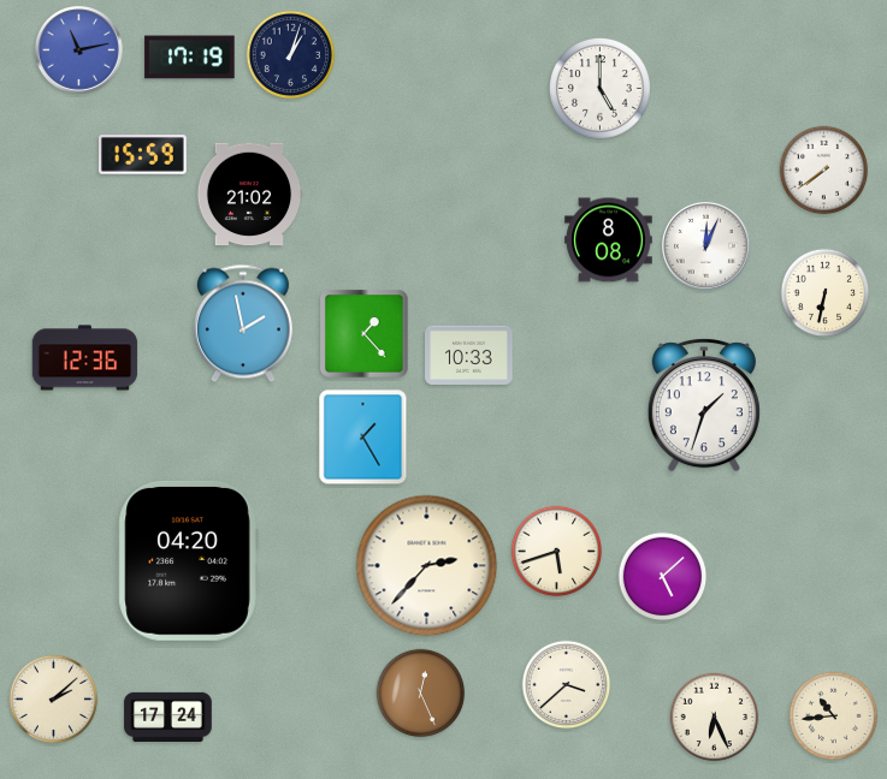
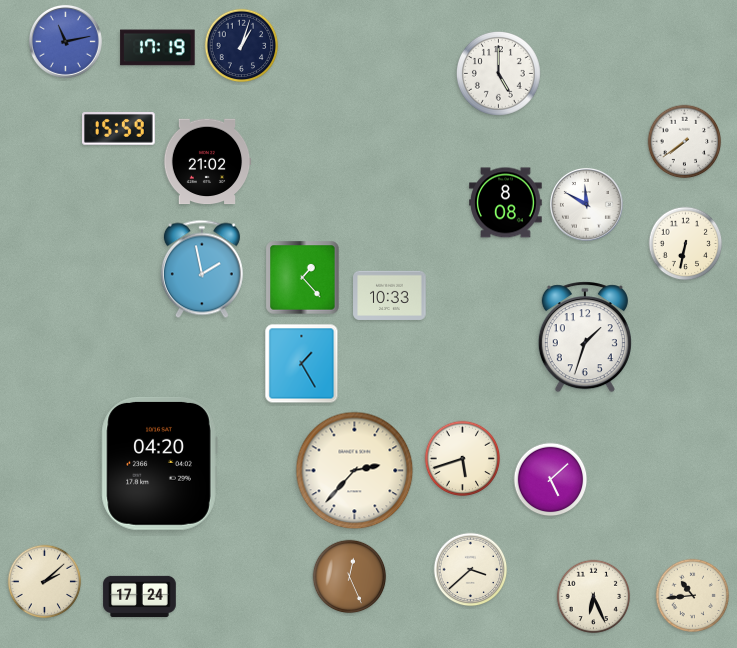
clock at (609, 240) position: (609, 240) -> (506, 203)
clock at (705, 245): 12:04 -> 11:50
clock at (85, 358): 12:36 -> none
clock at (188, 560) position: (188, 560) -> (159, 463)
